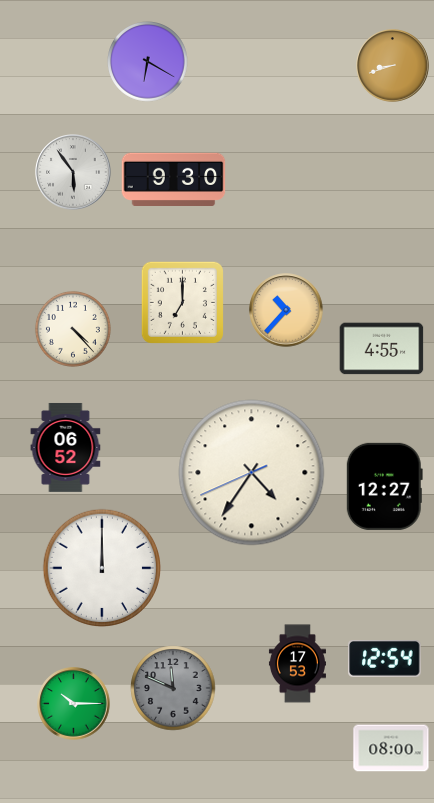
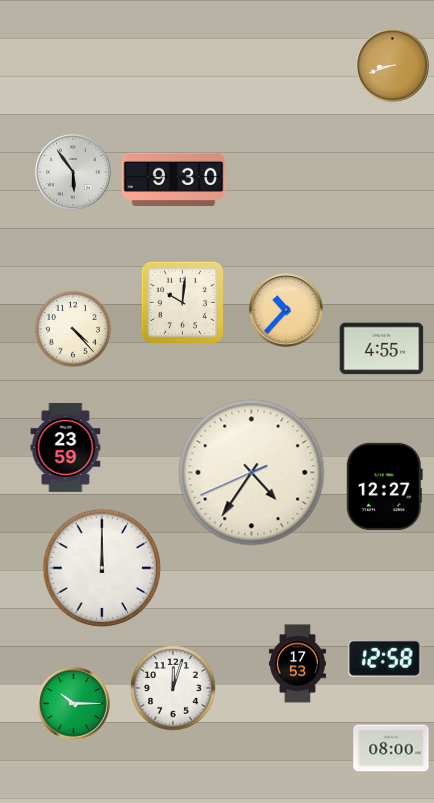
clock at (148, 62): 6:20 -> none
clock at (182, 302): 7:00 -> 10:01
clock at (66, 447): 06:52 -> 23:59
clock at (385, 658): 12:54 -> 12:58
clock at (173, 688): 11:49 -> 12:03
clock at (173, 688) dial: grey -> white
